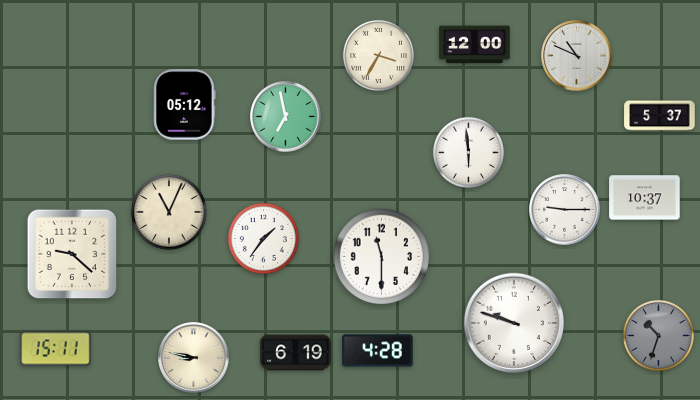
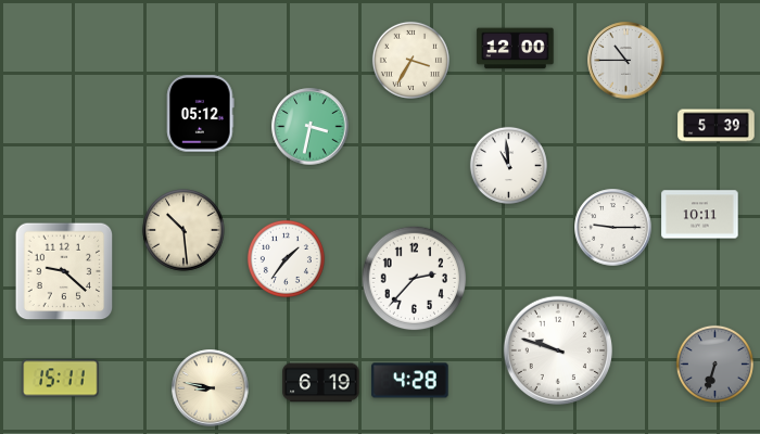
clock at (577, 56): 10:49 -> 10:45
clock at (660, 116): 5:37 -> 5:39
clock at (286, 117): 6:58 -> 3:32
clock at (468, 152): 5:59 -> 10:59
clock at (645, 198): 10:37 -> 10:11
clock at (169, 212): 11:04 -> 10:29
clock at (72, 254) position: (72, 254) -> (64, 271)
clock at (382, 257): 11:30 -> 2:37
clock at (658, 335): 10:33 -> 6:33
